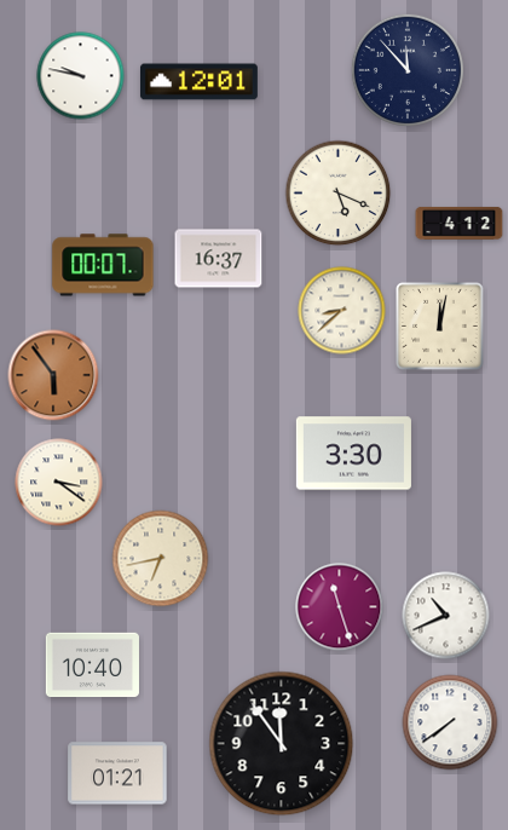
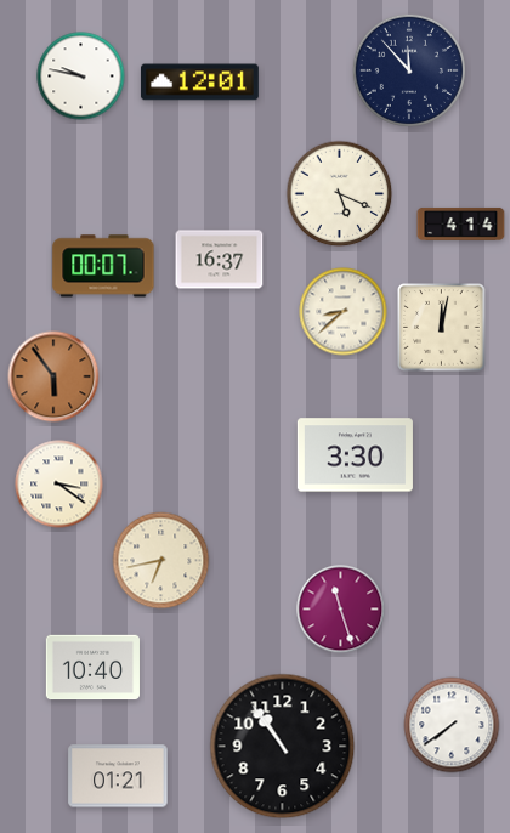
clock at (460, 223): 4:12 -> 4:14
clock at (446, 616): 10:41 -> none
clock at (282, 744): 11:54 -> 10:54
